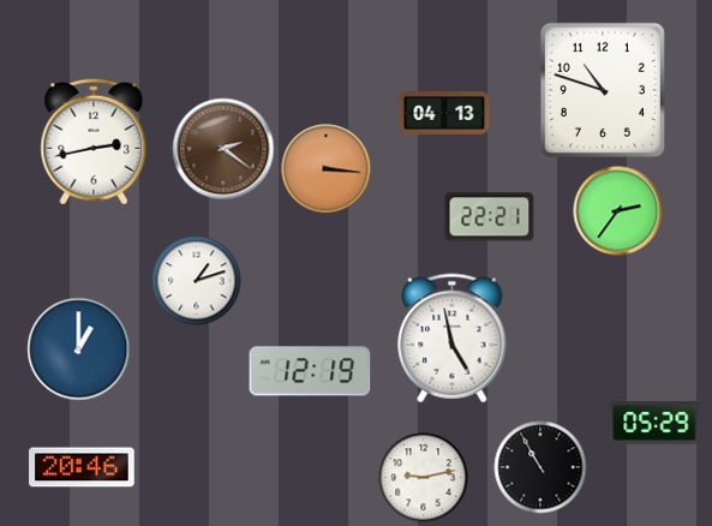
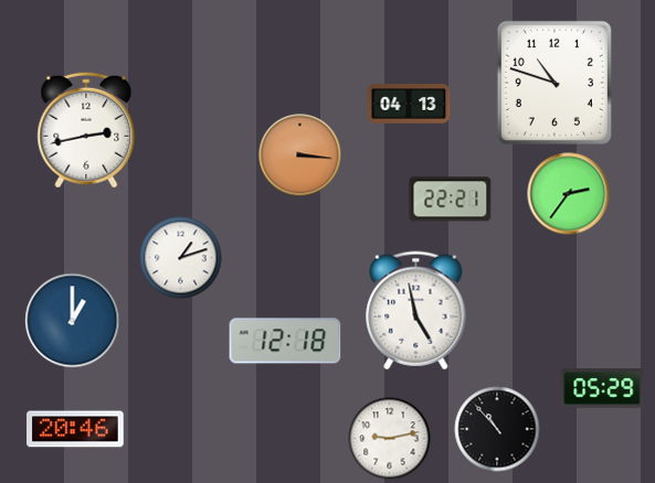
clock at (223, 149): 2:21 -> none
clock at (310, 371): 12:19 -> 12:18
clock at (540, 467): 10:55 -> 10:53
